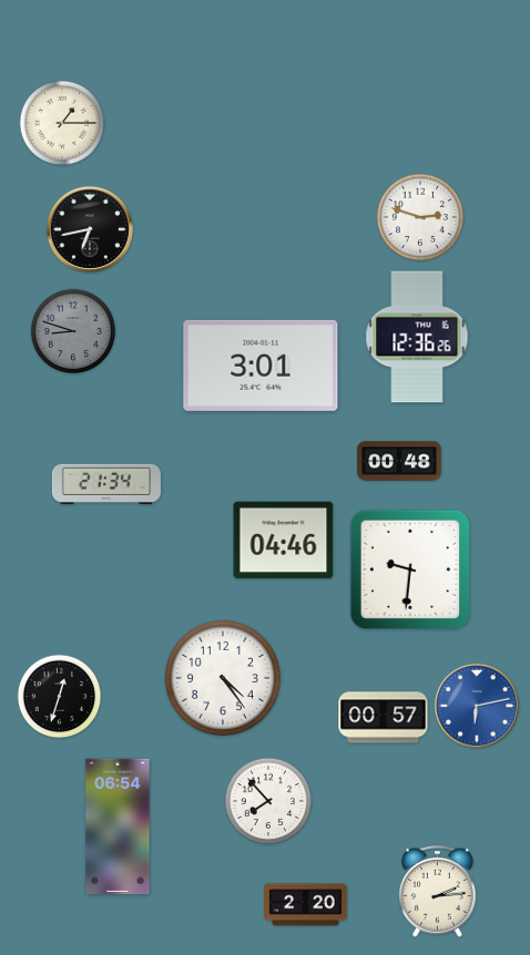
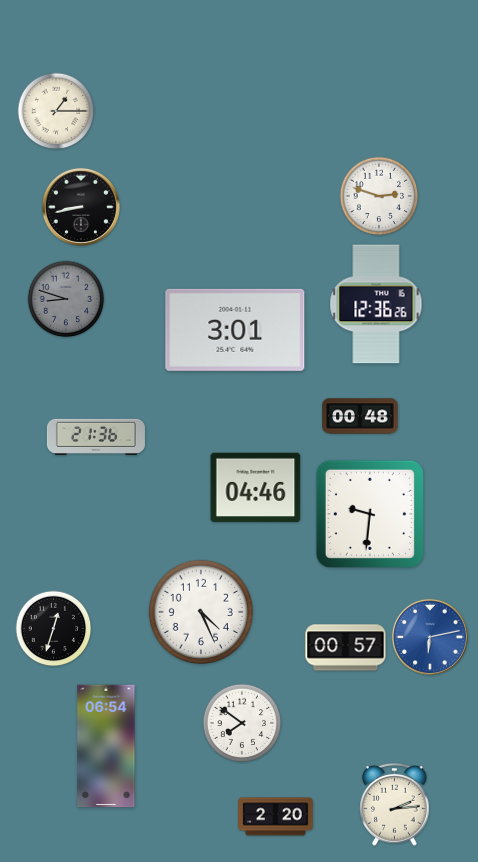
clock at (90, 229): 6:43 -> 8:43
clock at (106, 484): 21:34 -> 21:36
clock at (223, 678): 4:24 -> 4:26
clock at (268, 801): 7:53 -> 7:51
